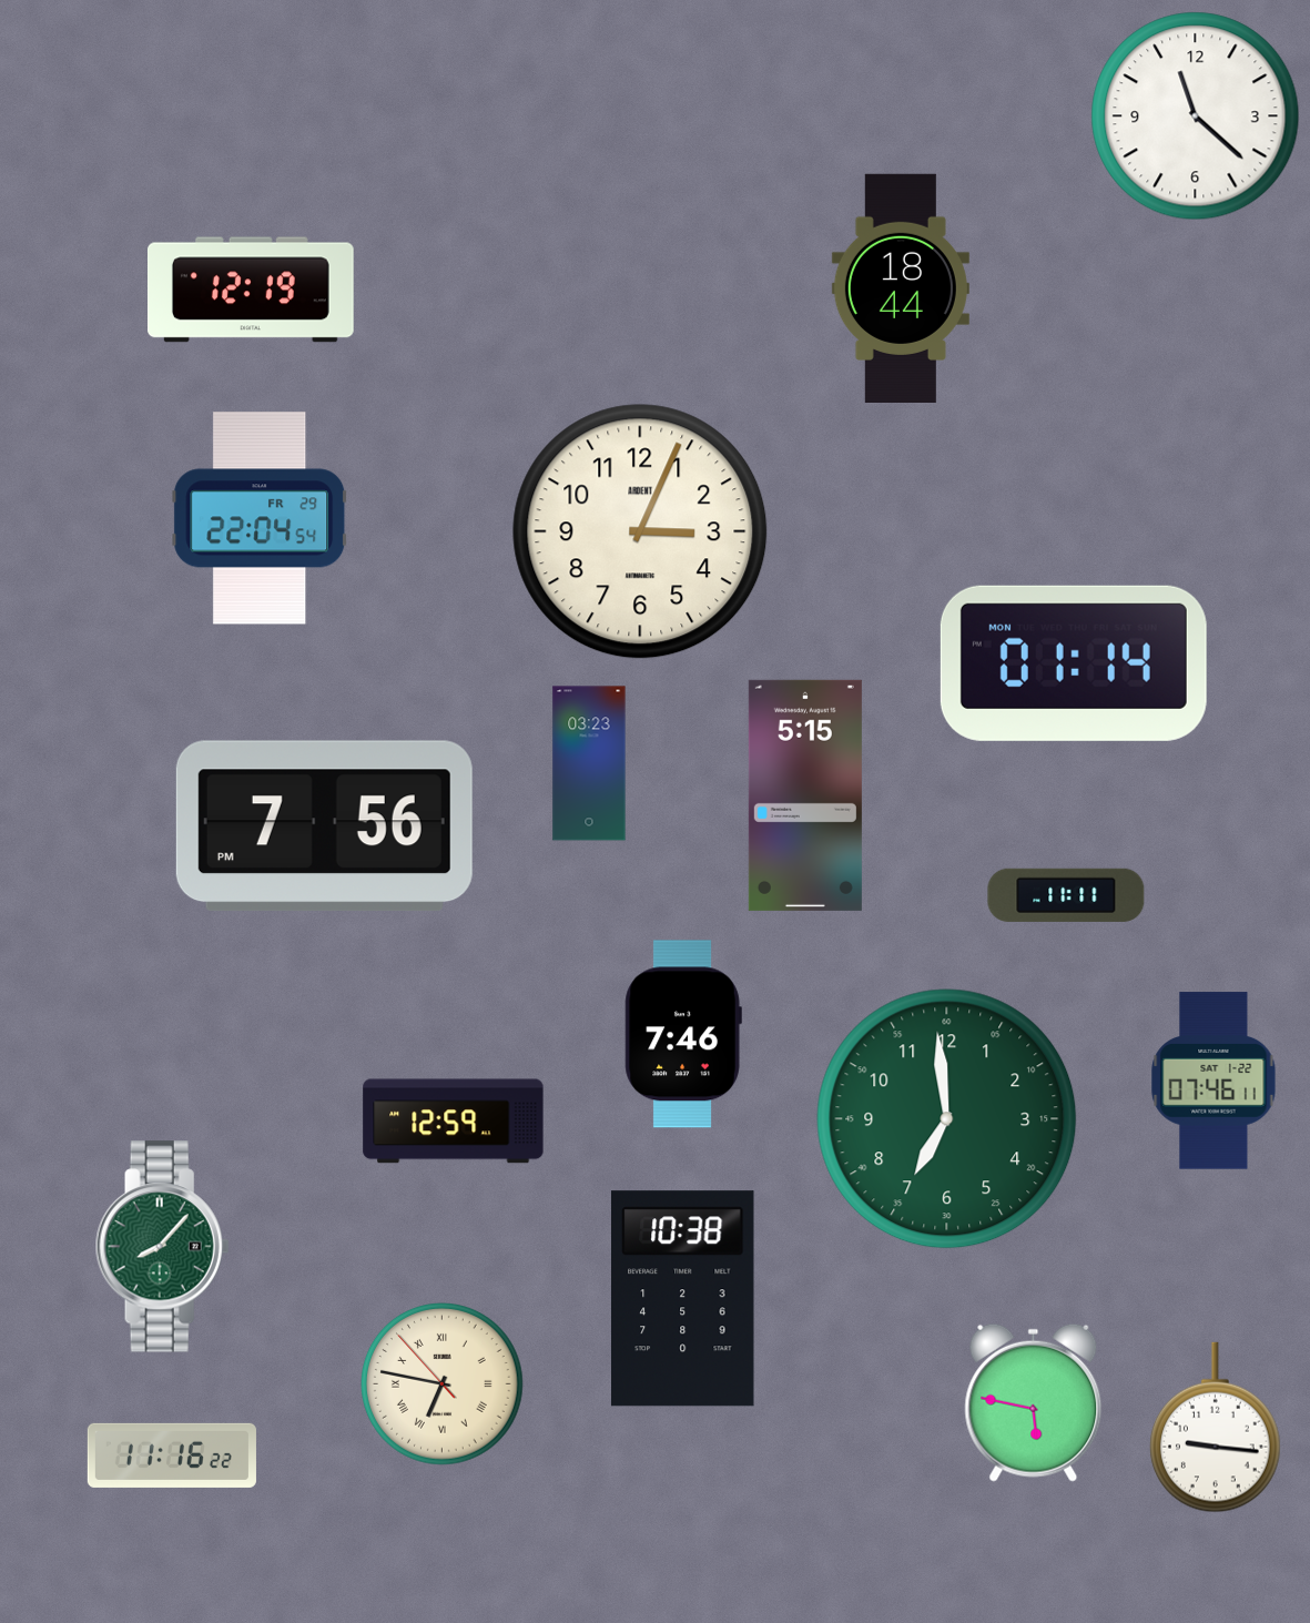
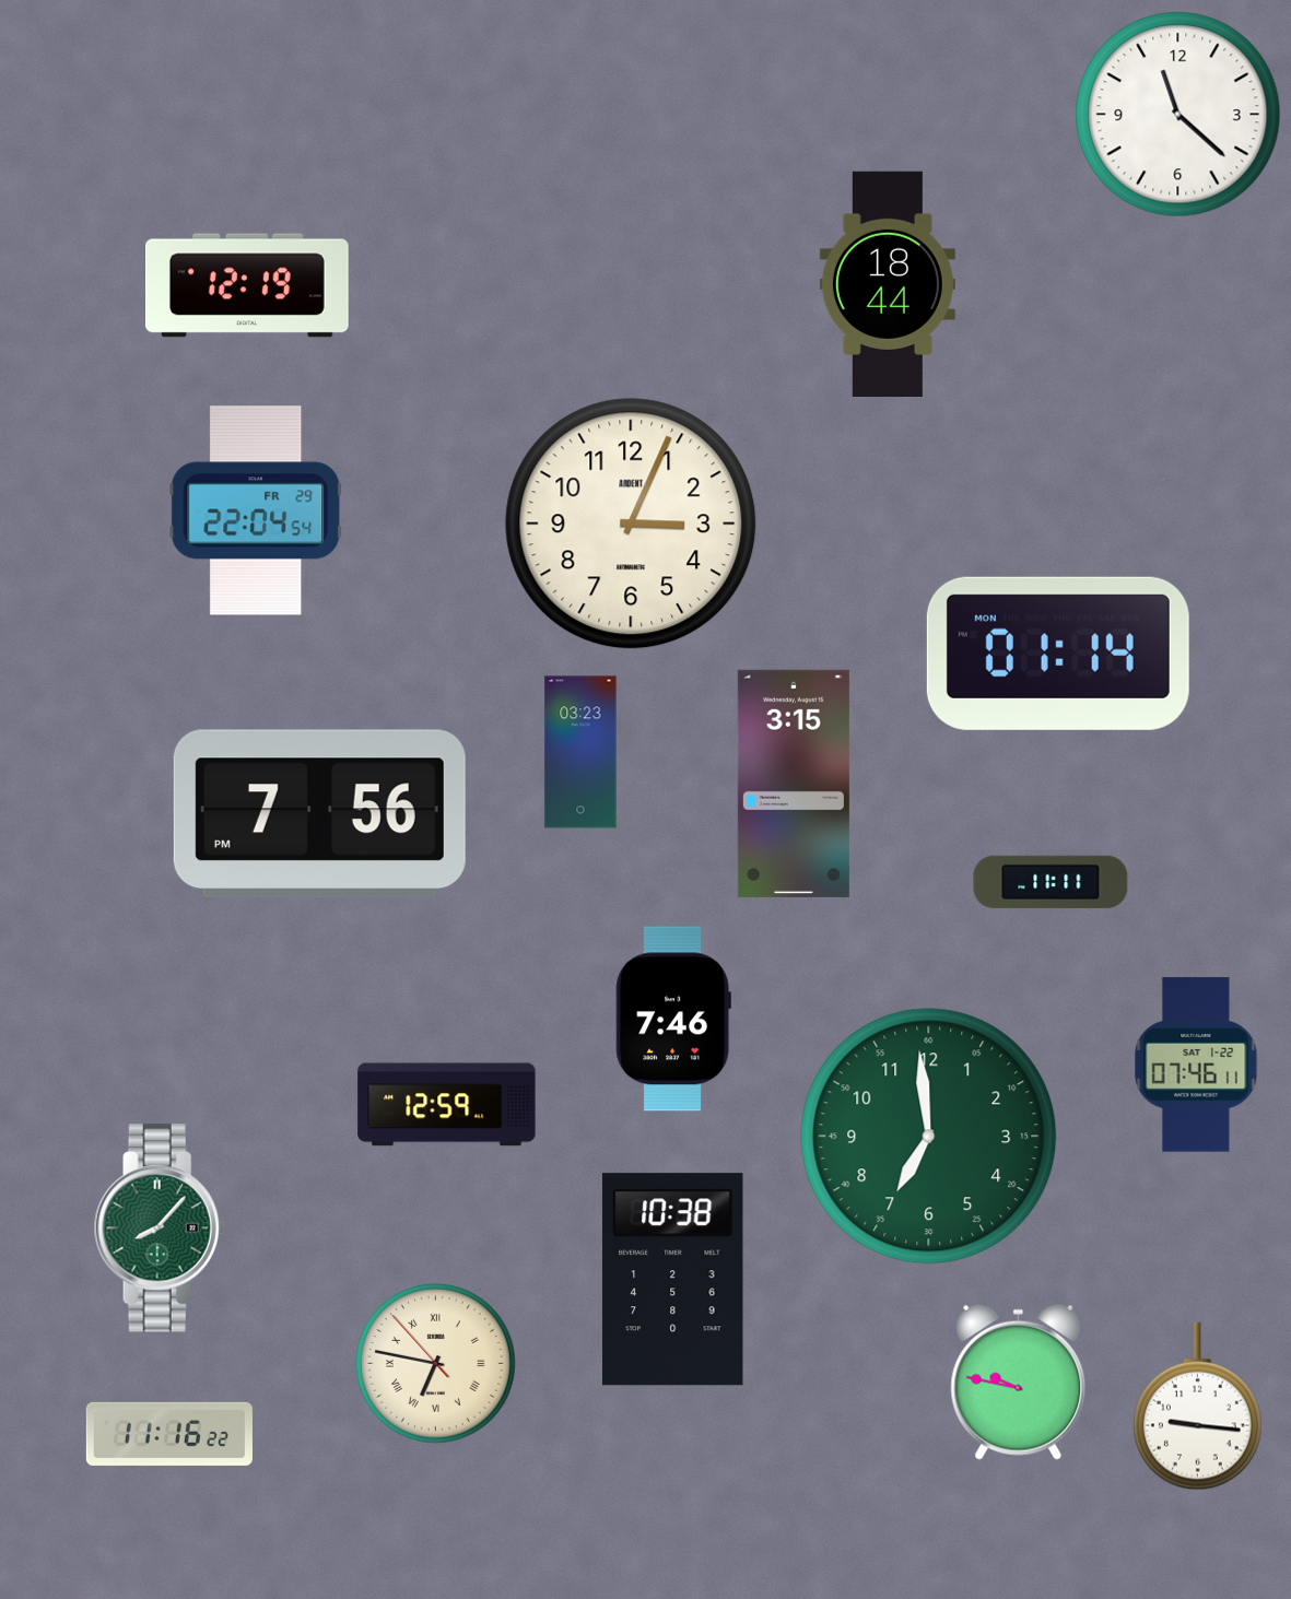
clock at (805, 795): 5:15 -> 3:15
clock at (947, 1119) position: (947, 1119) -> (929, 1137)
clock at (1034, 1402): 5:47 -> 9:47
